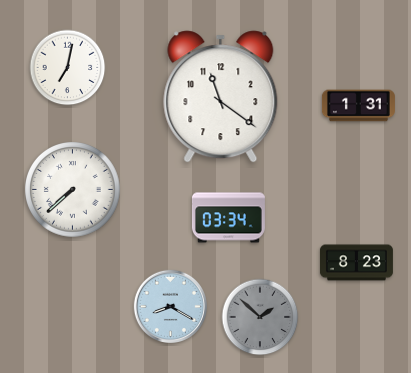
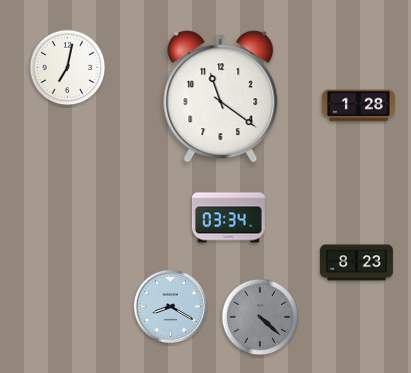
clock at (358, 106): 1:31 -> 1:28
clock at (73, 190): 7:38 -> none
clock at (260, 317): 1:52 -> 4:22
